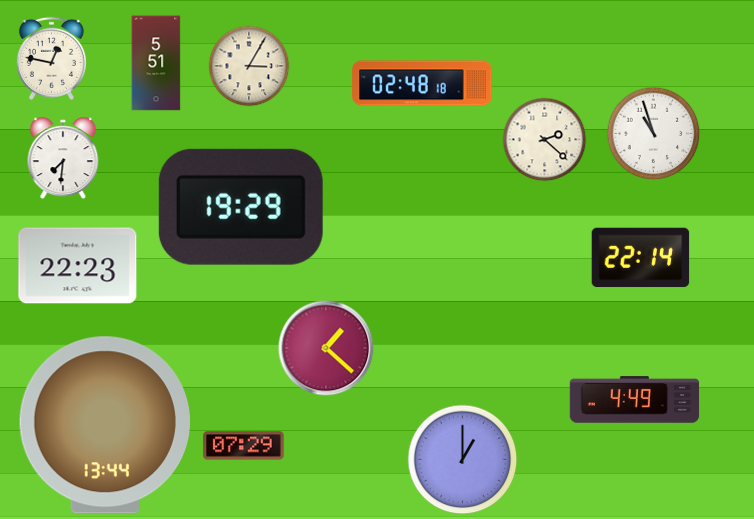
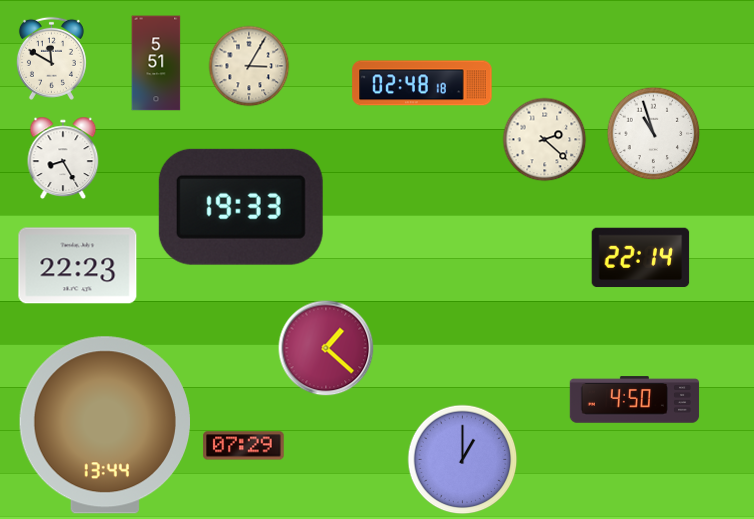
clock at (51, 58): 12:47 -> 11:50
clock at (63, 158): 7:31 -> 8:25
clock at (241, 207): 19:29 -> 19:33
clock at (635, 400): 4:49 -> 4:50
